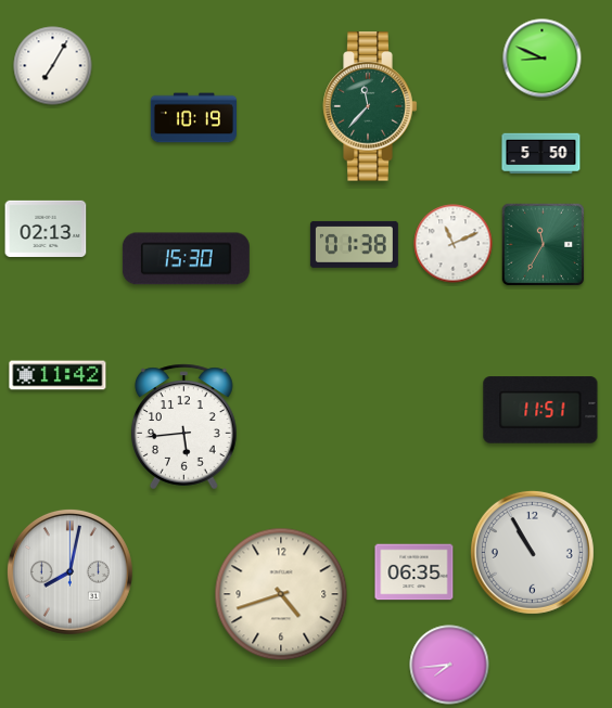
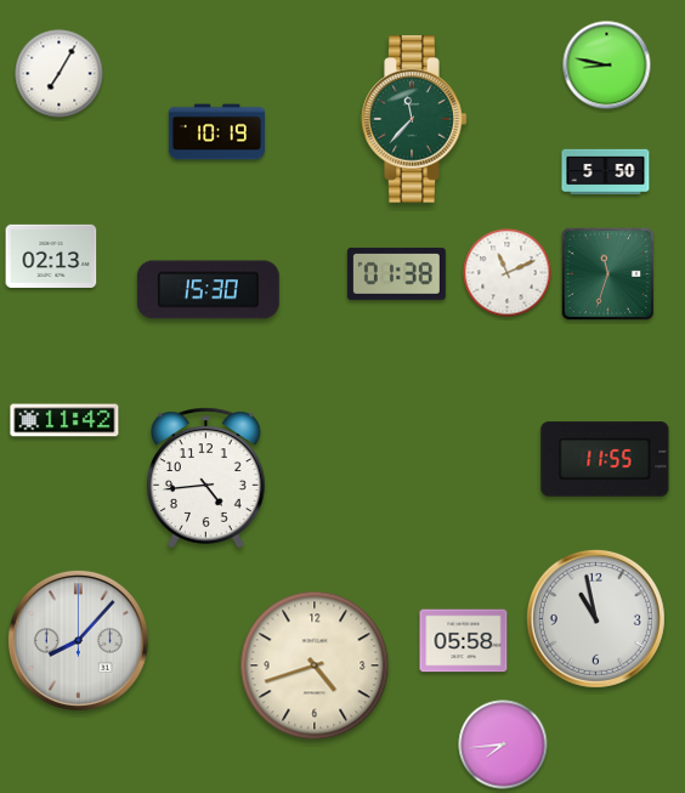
clock at (543, 59): 8:49 -> 8:47
clock at (544, 245): 11:35 -> 11:33
clock at (540, 410): 11:51 -> 11:55
clock at (184, 427): 5:44 -> 4:44
clock at (532, 552): 10:55 -> 10:58
clock at (69, 571): 8:02 -> 8:07
clock at (415, 572): 06:35 -> 05:58
